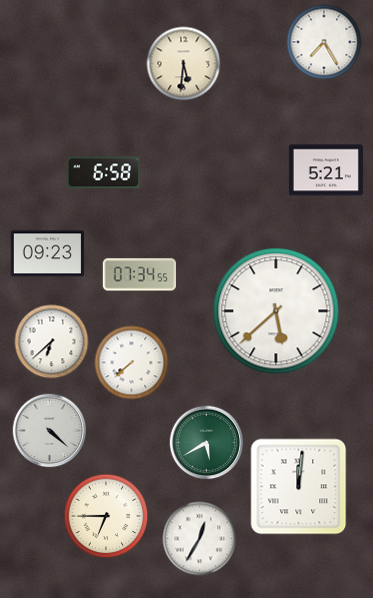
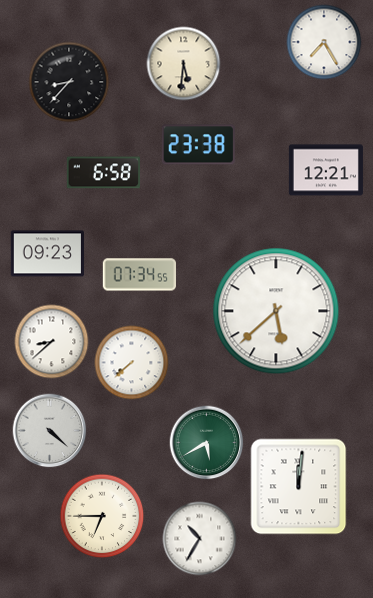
clock at (69, 82): none -> 8:37
clock at (198, 145): none -> 23:38
clock at (326, 170): 5:21 -> 12:21
clock at (52, 342): 6:38 -> 8:38
clock at (106, 516) position: (106, 516) -> (102, 516)
clock at (200, 539): 12:35 -> 10:35
